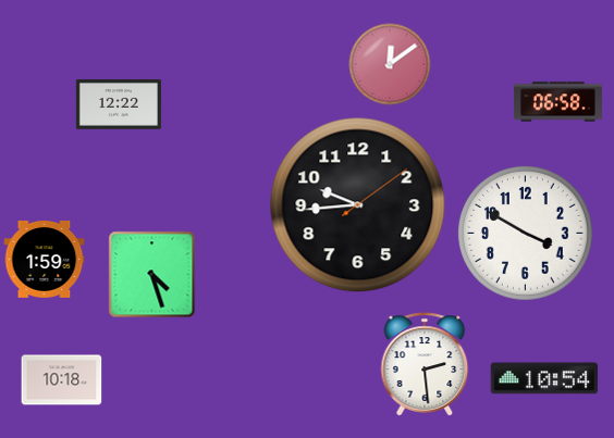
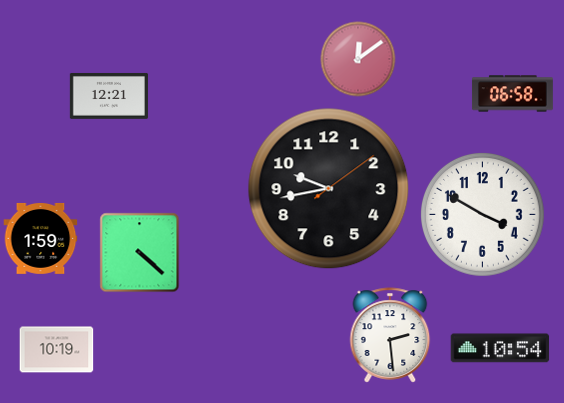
clock at (119, 104): 12:22 -> 12:21
clock at (358, 205): 9:44 -> 9:43
clock at (152, 275): 4:27 -> 4:22
clock at (62, 380): 10:18 -> 10:19
